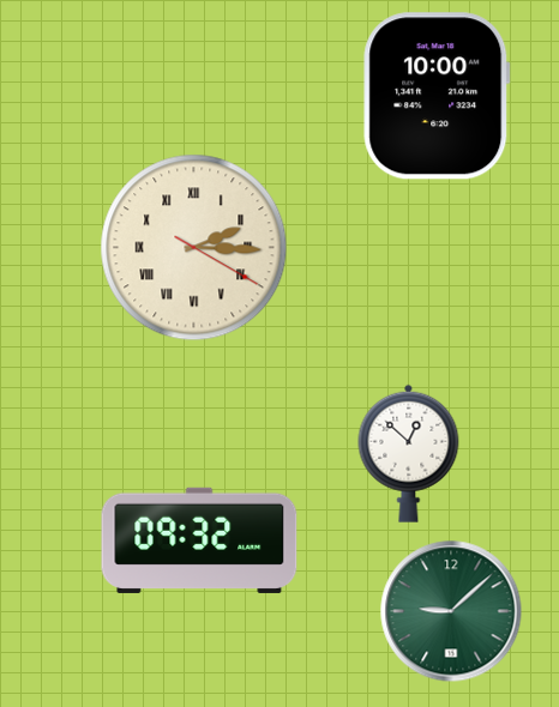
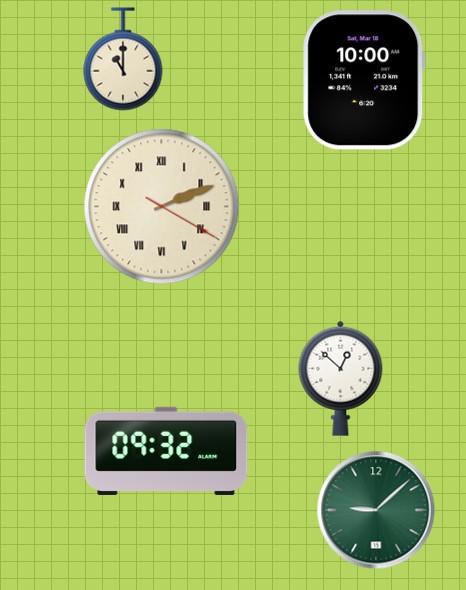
clock at (123, 59): none -> 11:00
clock at (194, 248): 2:15 -> 2:11
